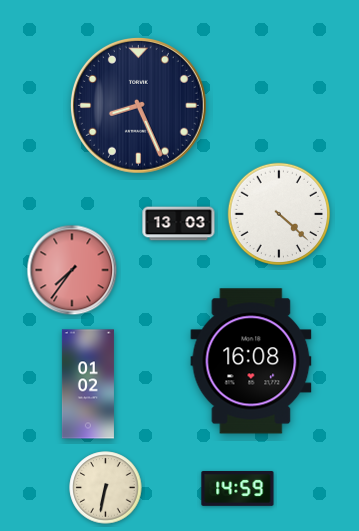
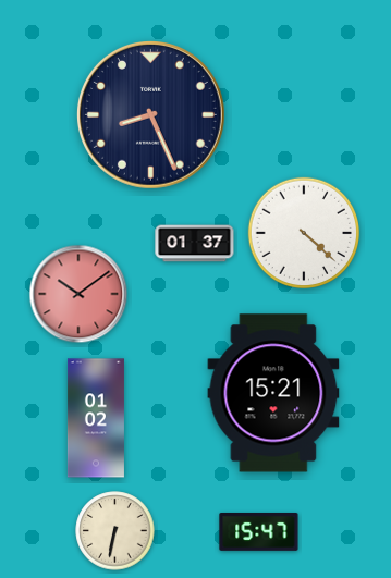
clock at (179, 224): 13:03 -> 01:37
clock at (72, 270): 7:36 -> 10:09
clock at (251, 361): 16:08 -> 15:21
clock at (238, 489): 14:59 -> 15:47
